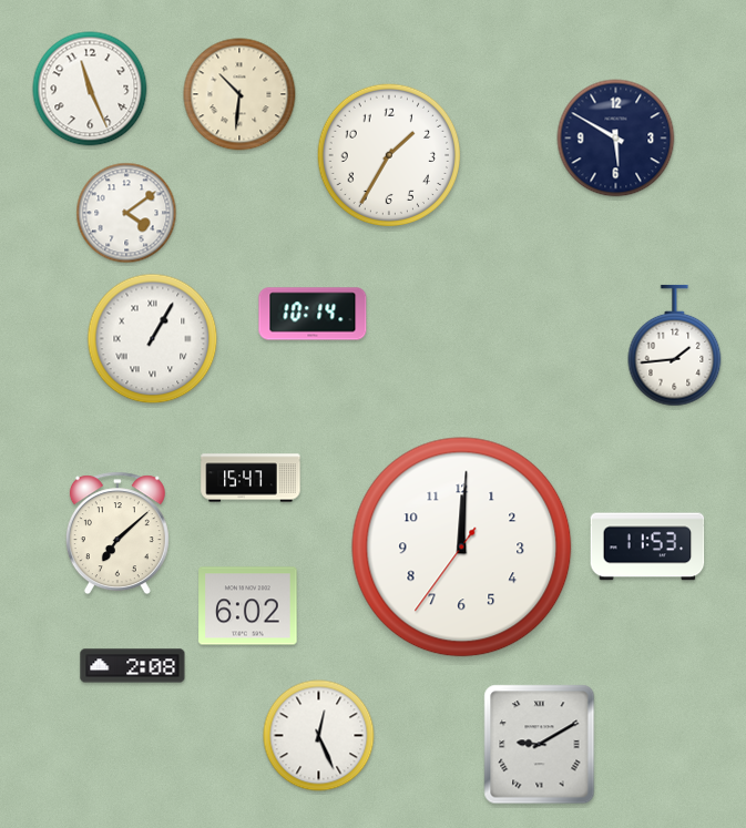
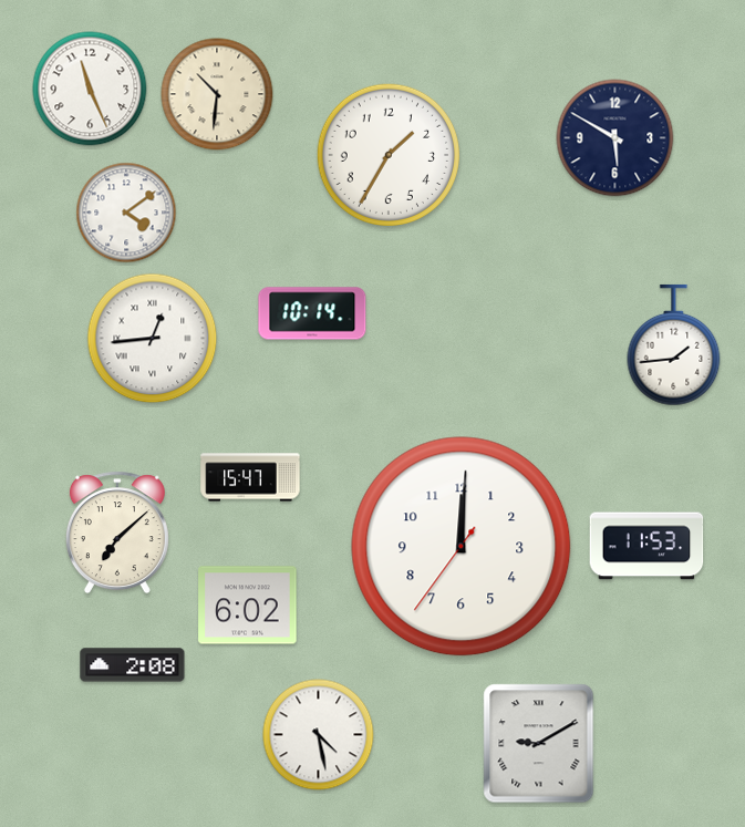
clock at (239, 94) position: (239, 94) -> (217, 94)
clock at (153, 339): 1:05 -> 12:44
clock at (319, 736): 12:26 -> 4:28
